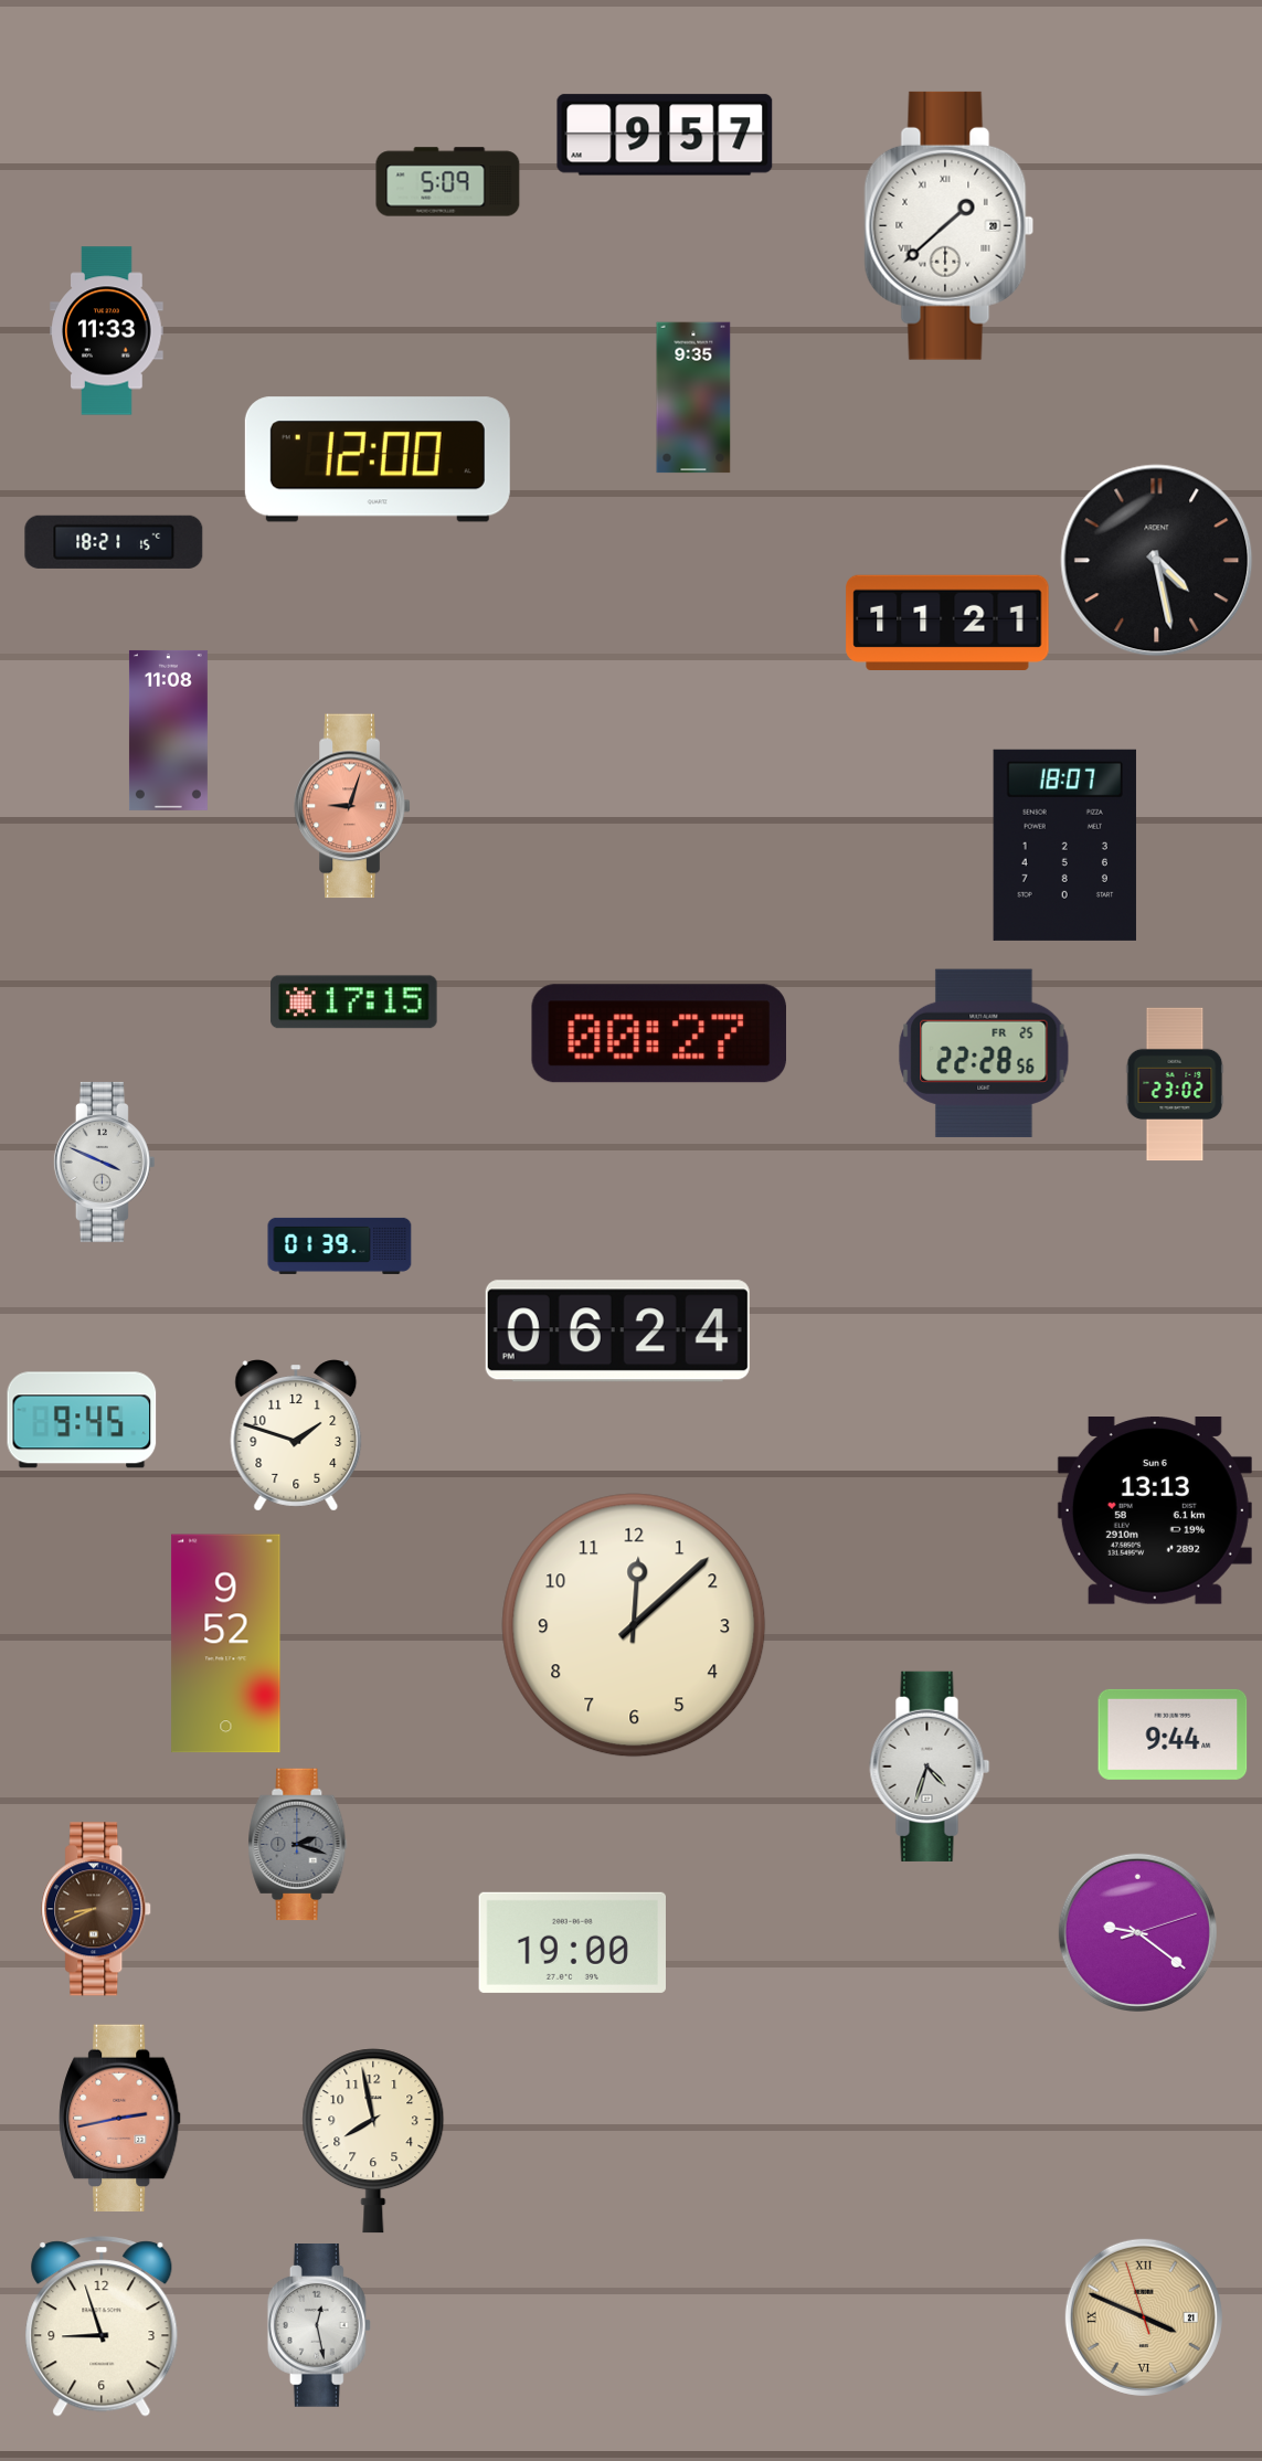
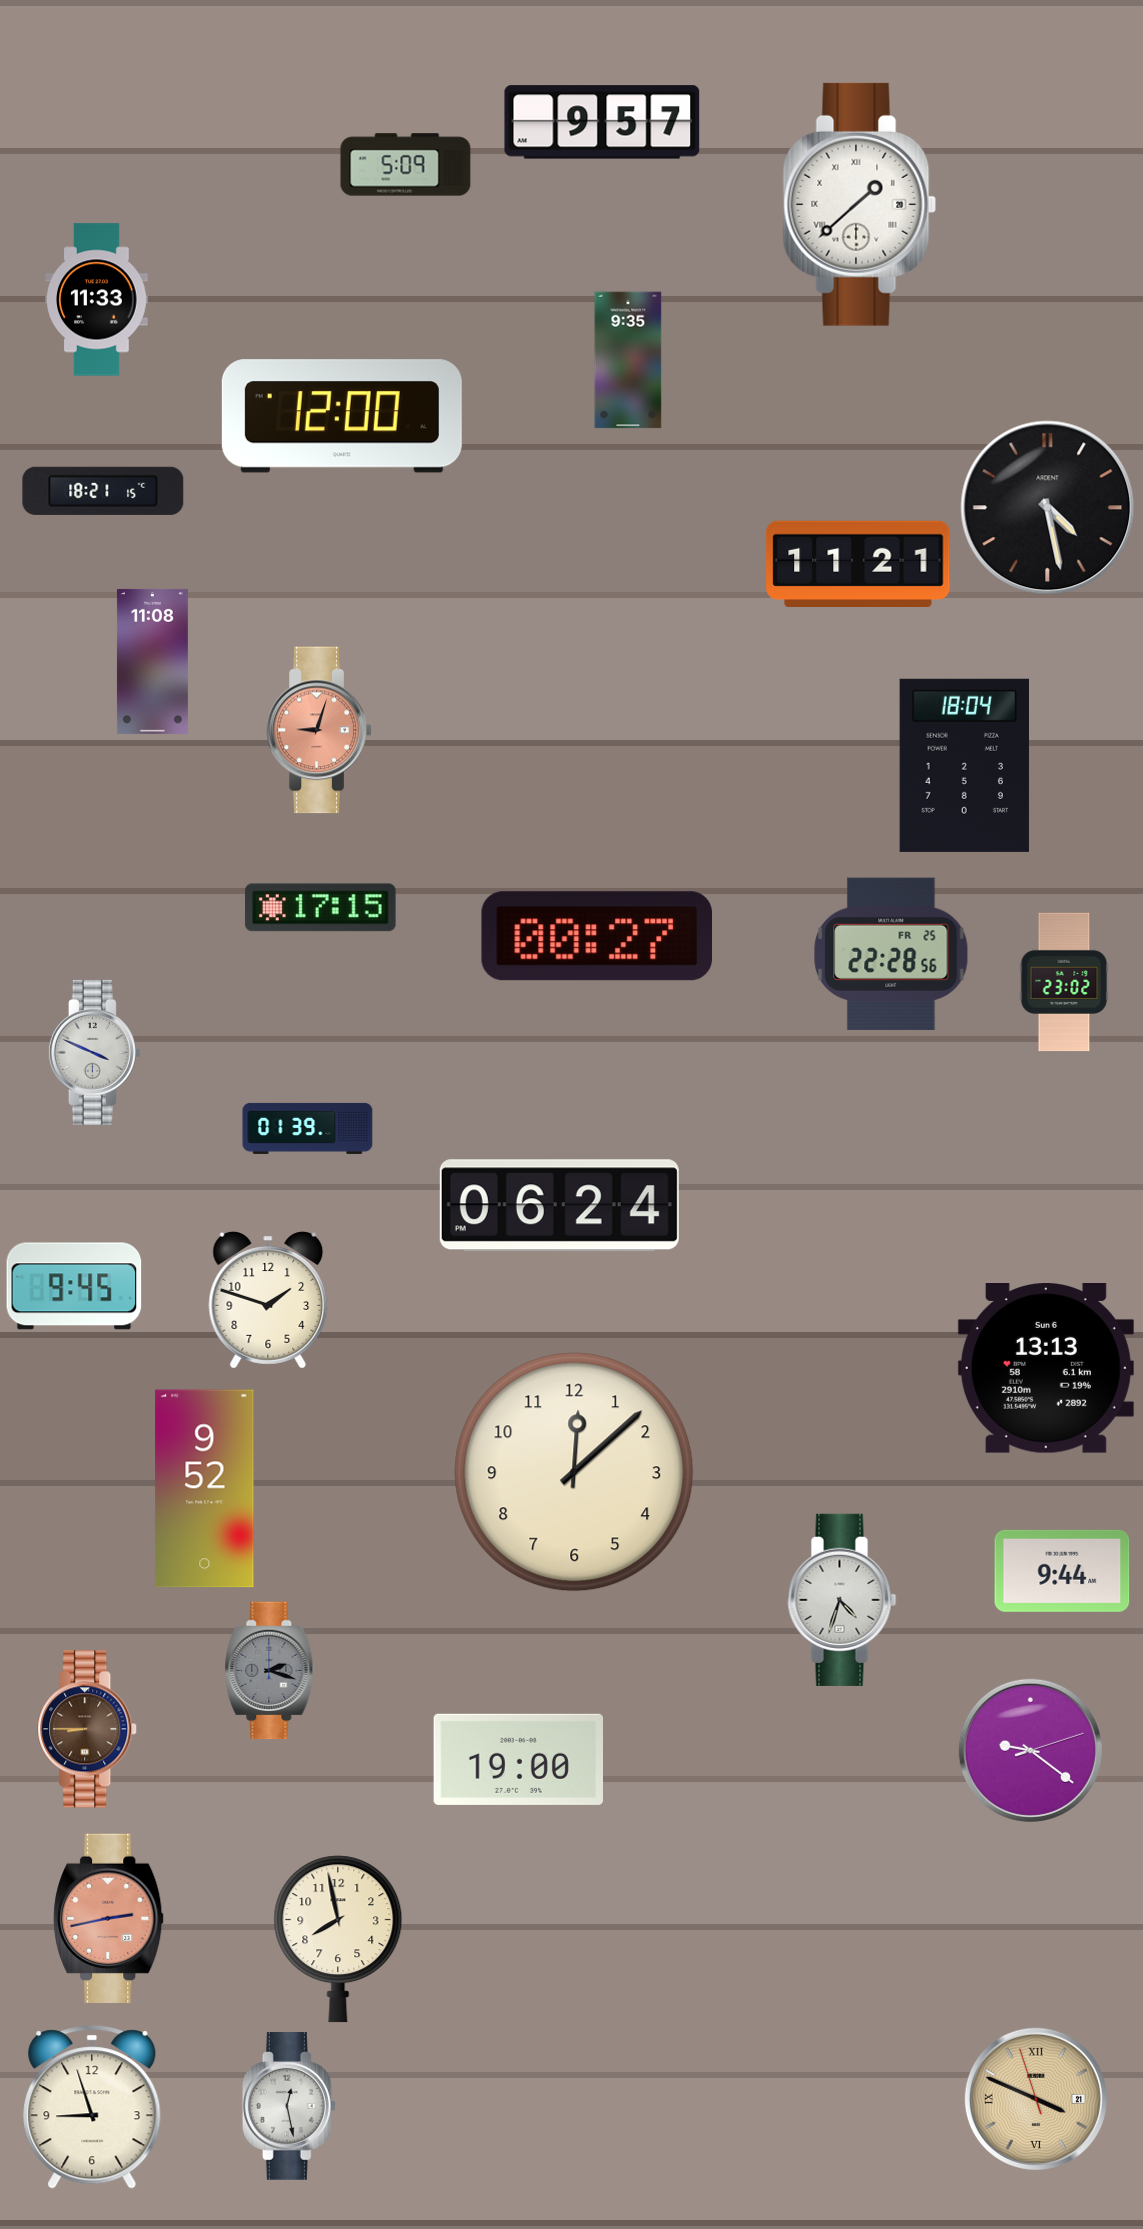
clock at (1064, 845): 18:07 -> 18:04
clock at (97, 1909): 8:41 -> 8:45
